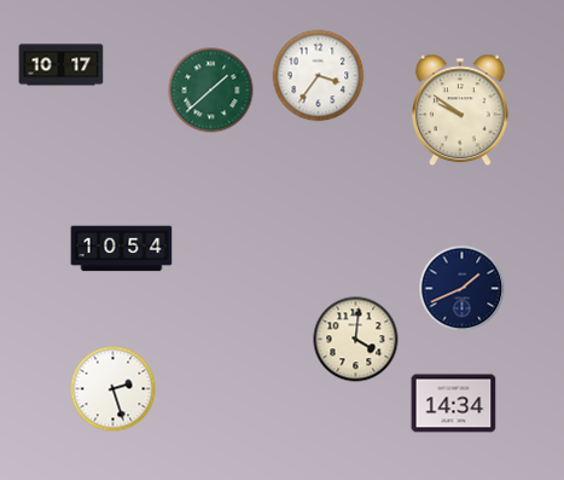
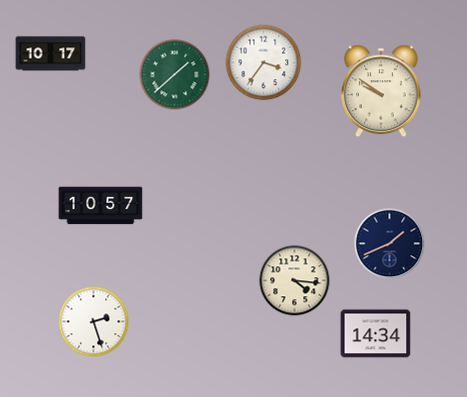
clock at (122, 249): 10:54 -> 10:57
clock at (463, 289) position: (463, 289) -> (390, 244)
clock at (356, 340): 4:01 -> 4:16
